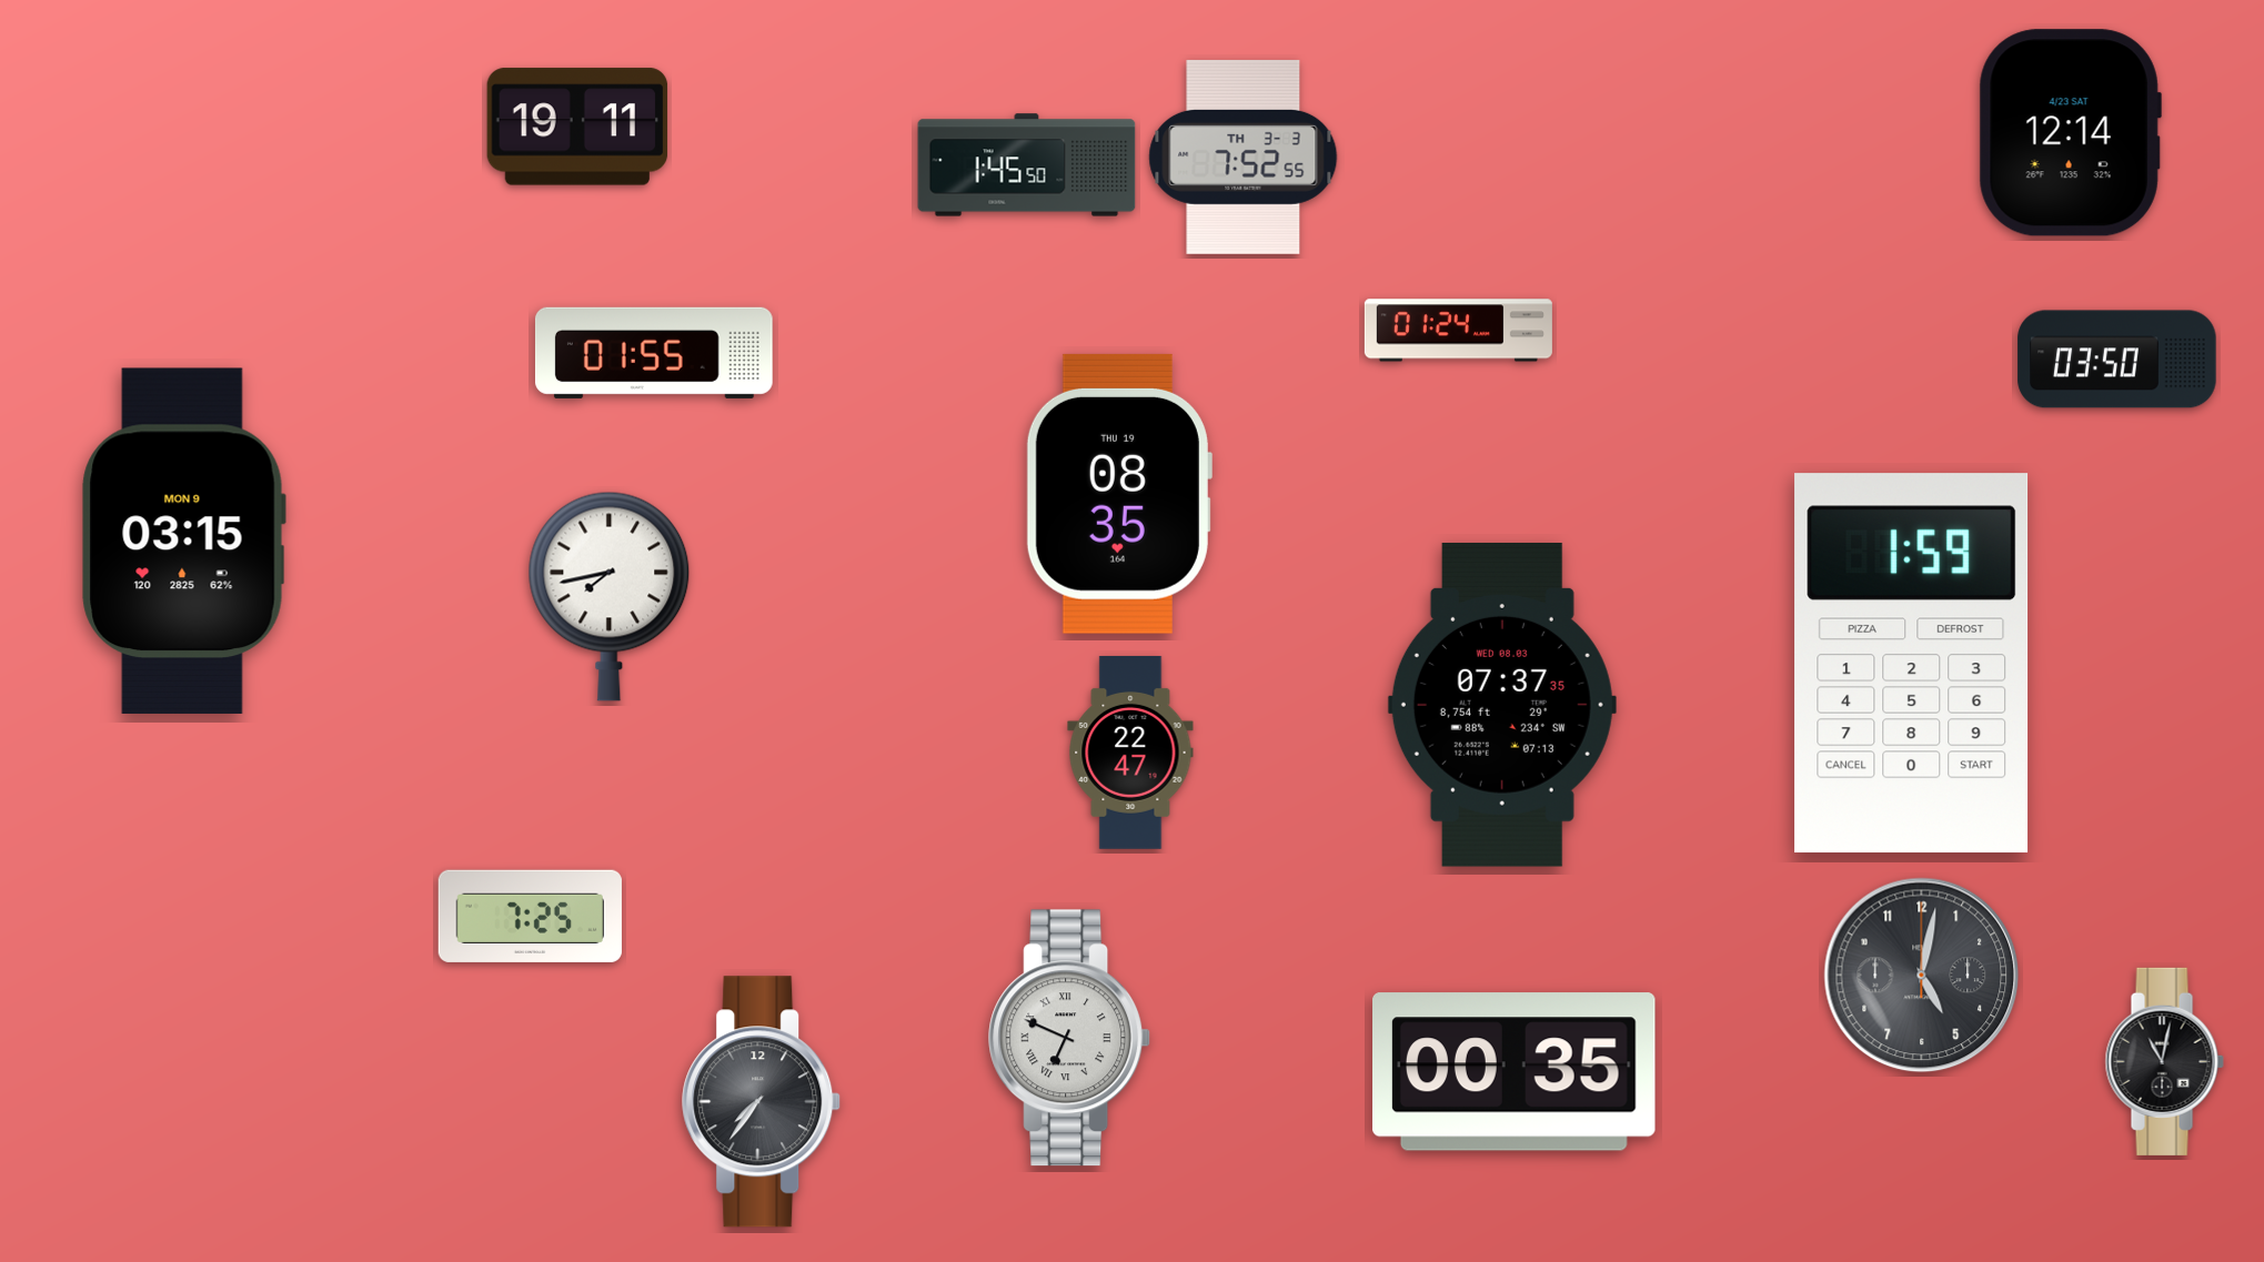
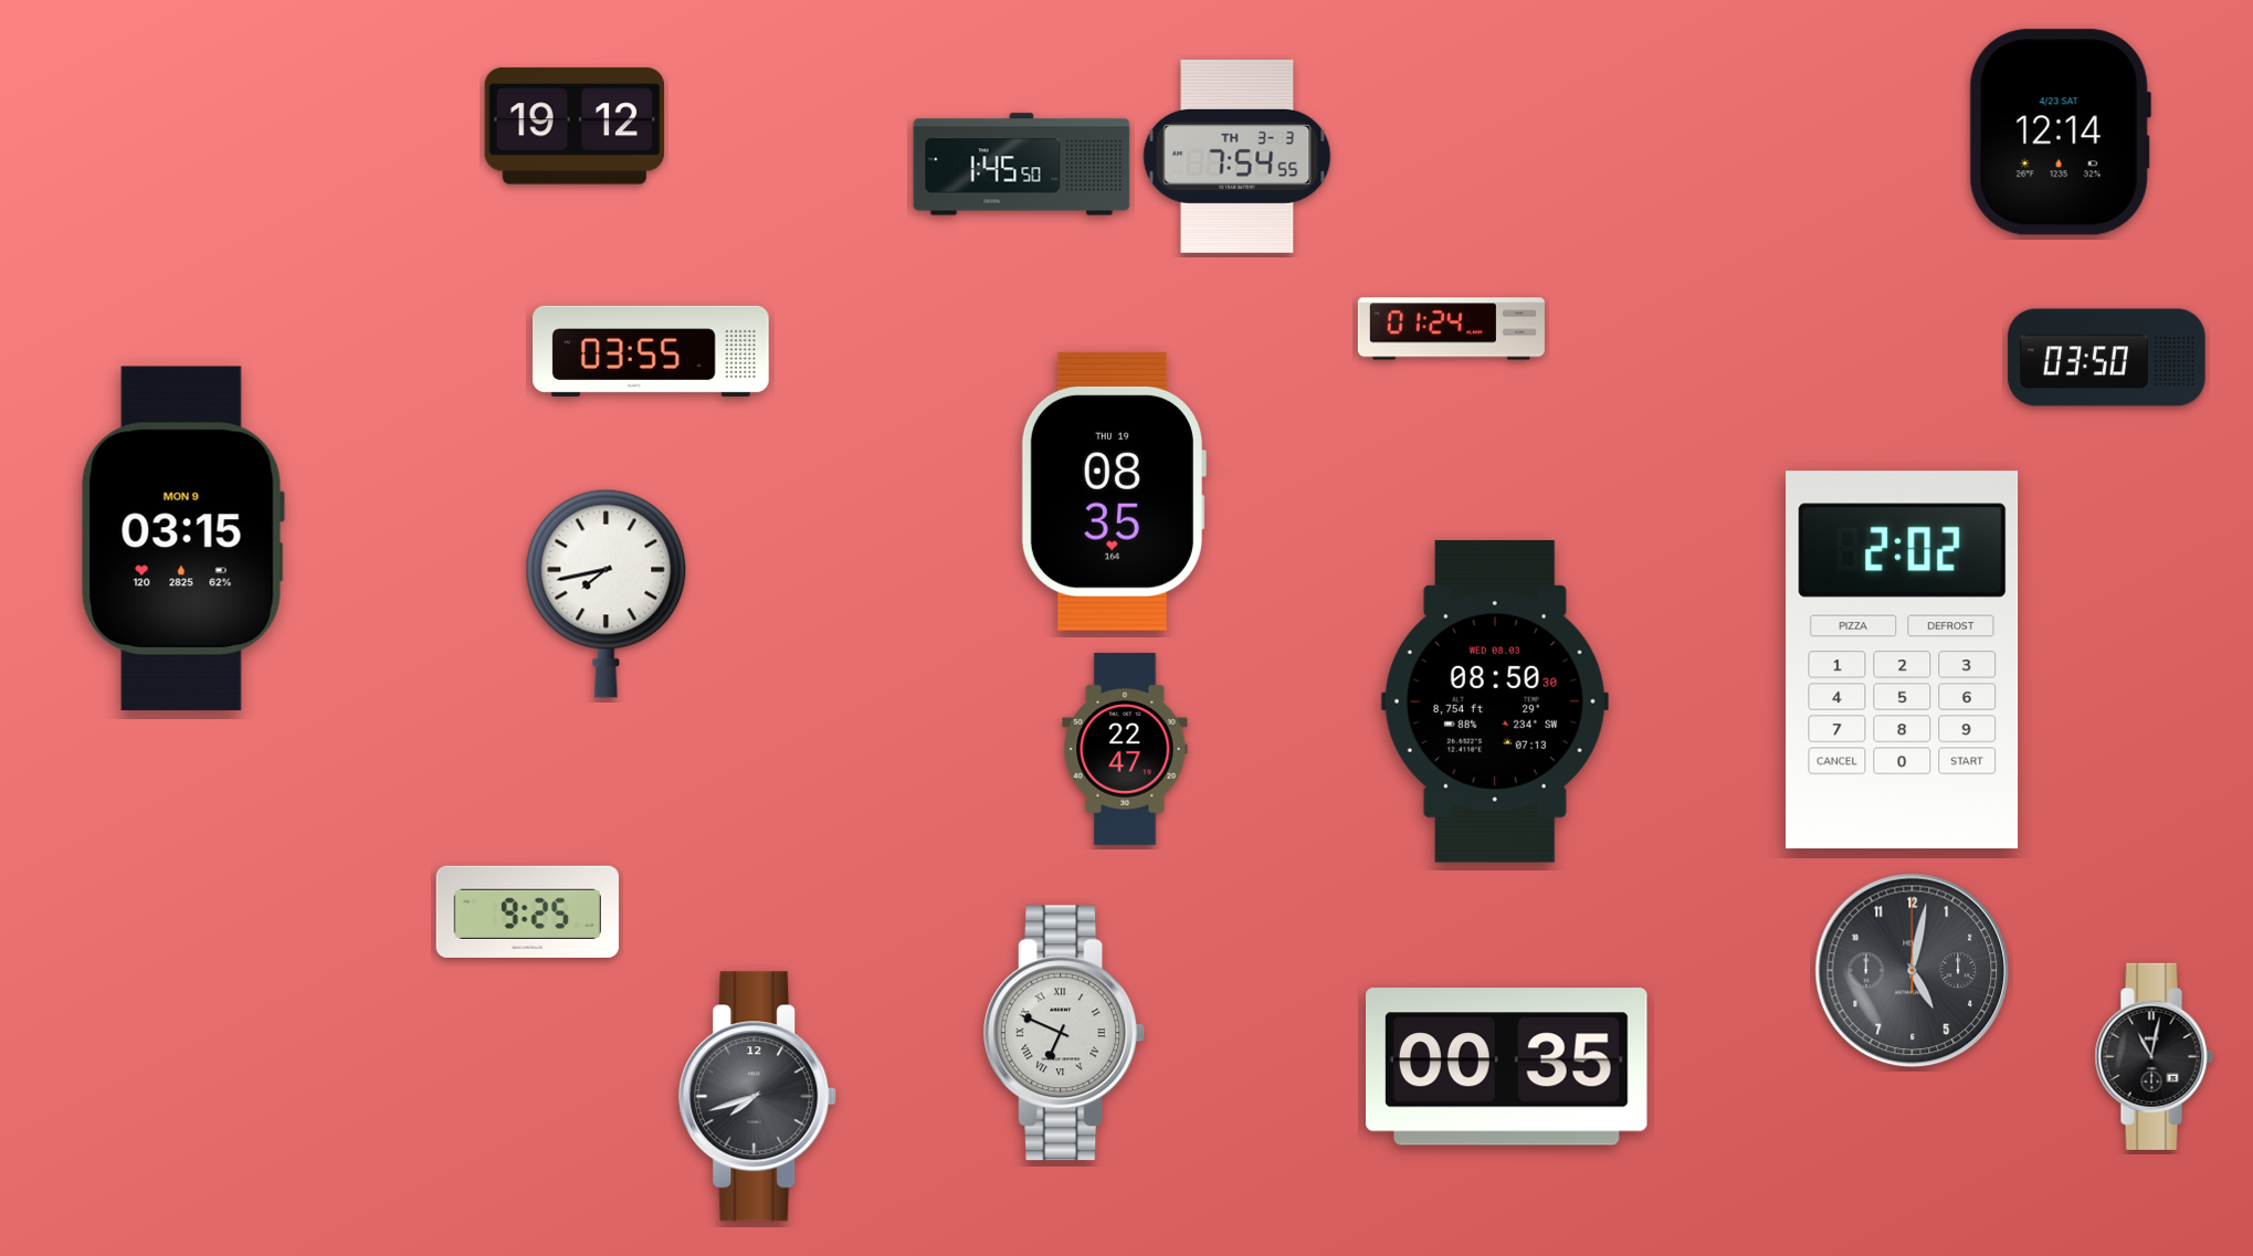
clock at (577, 127): 19:11 -> 19:12
clock at (1244, 157): 7:52 -> 7:54
clock at (654, 353): 01:55 -> 03:55
clock at (1912, 664): 1:59 -> 2:02
clock at (1502, 705): 07:37 -> 08:50
clock at (530, 916): 7:25 -> 9:25
clock at (762, 1102): 7:36 -> 7:42
